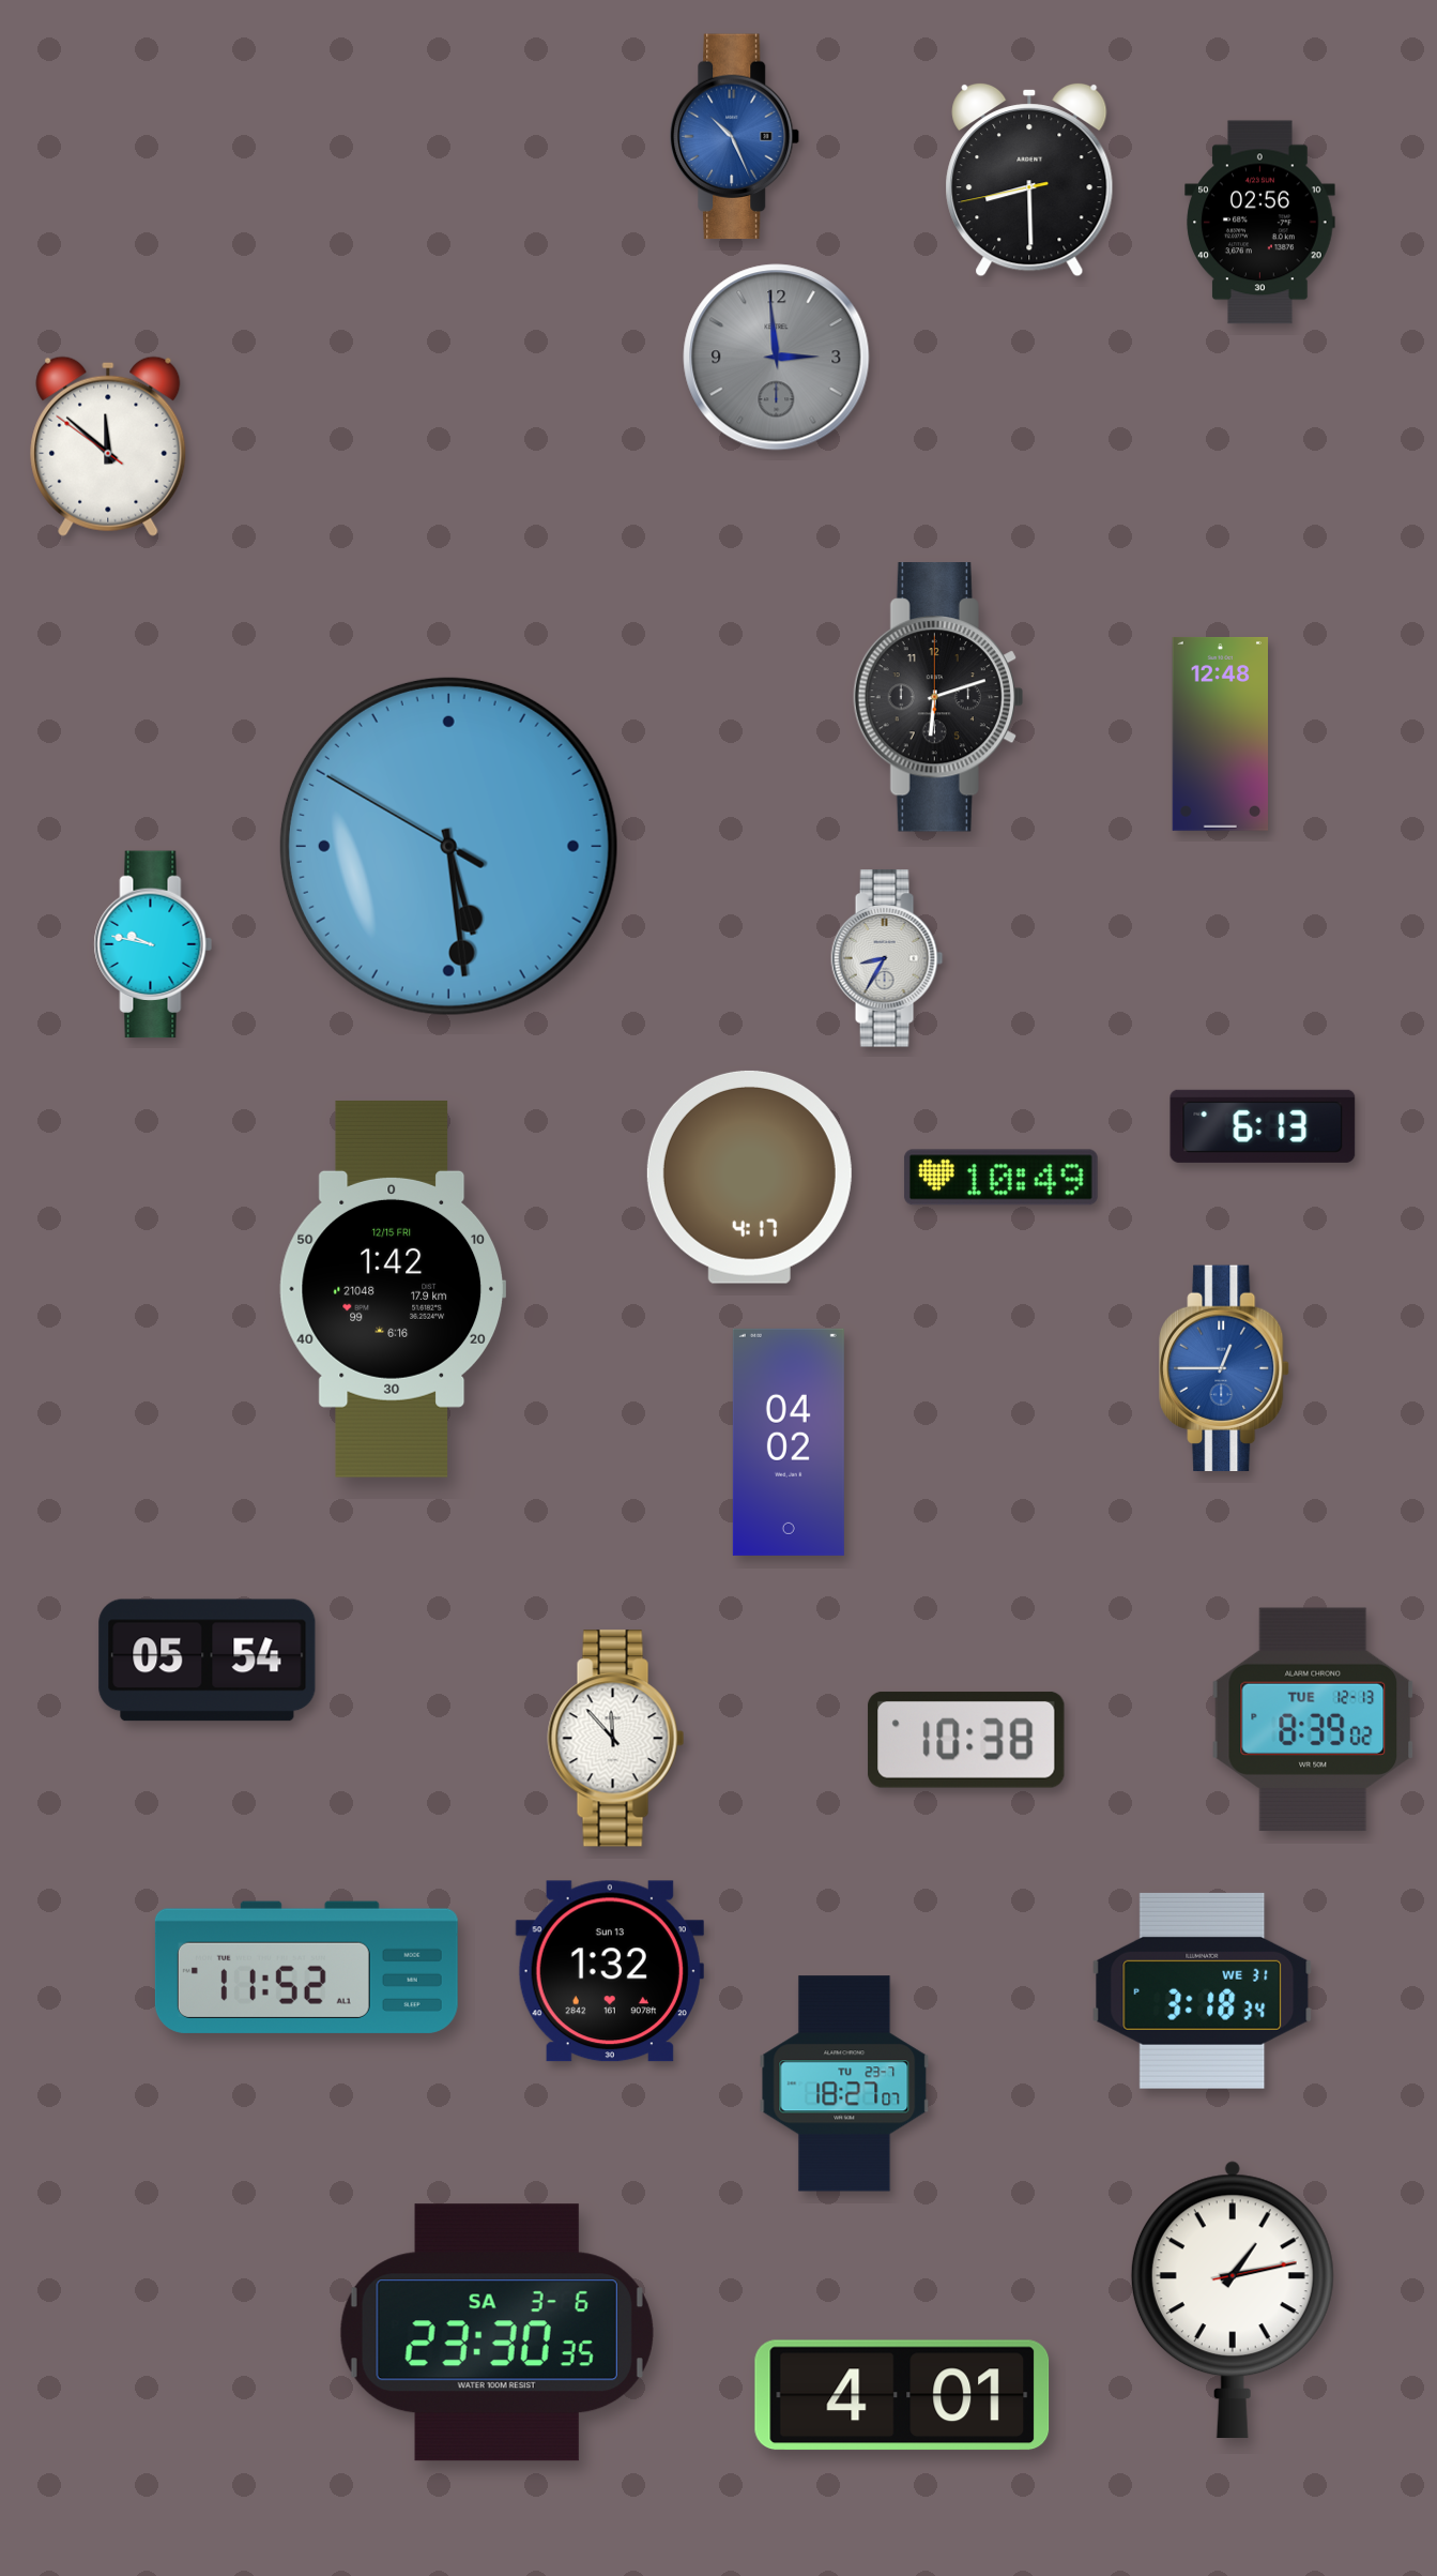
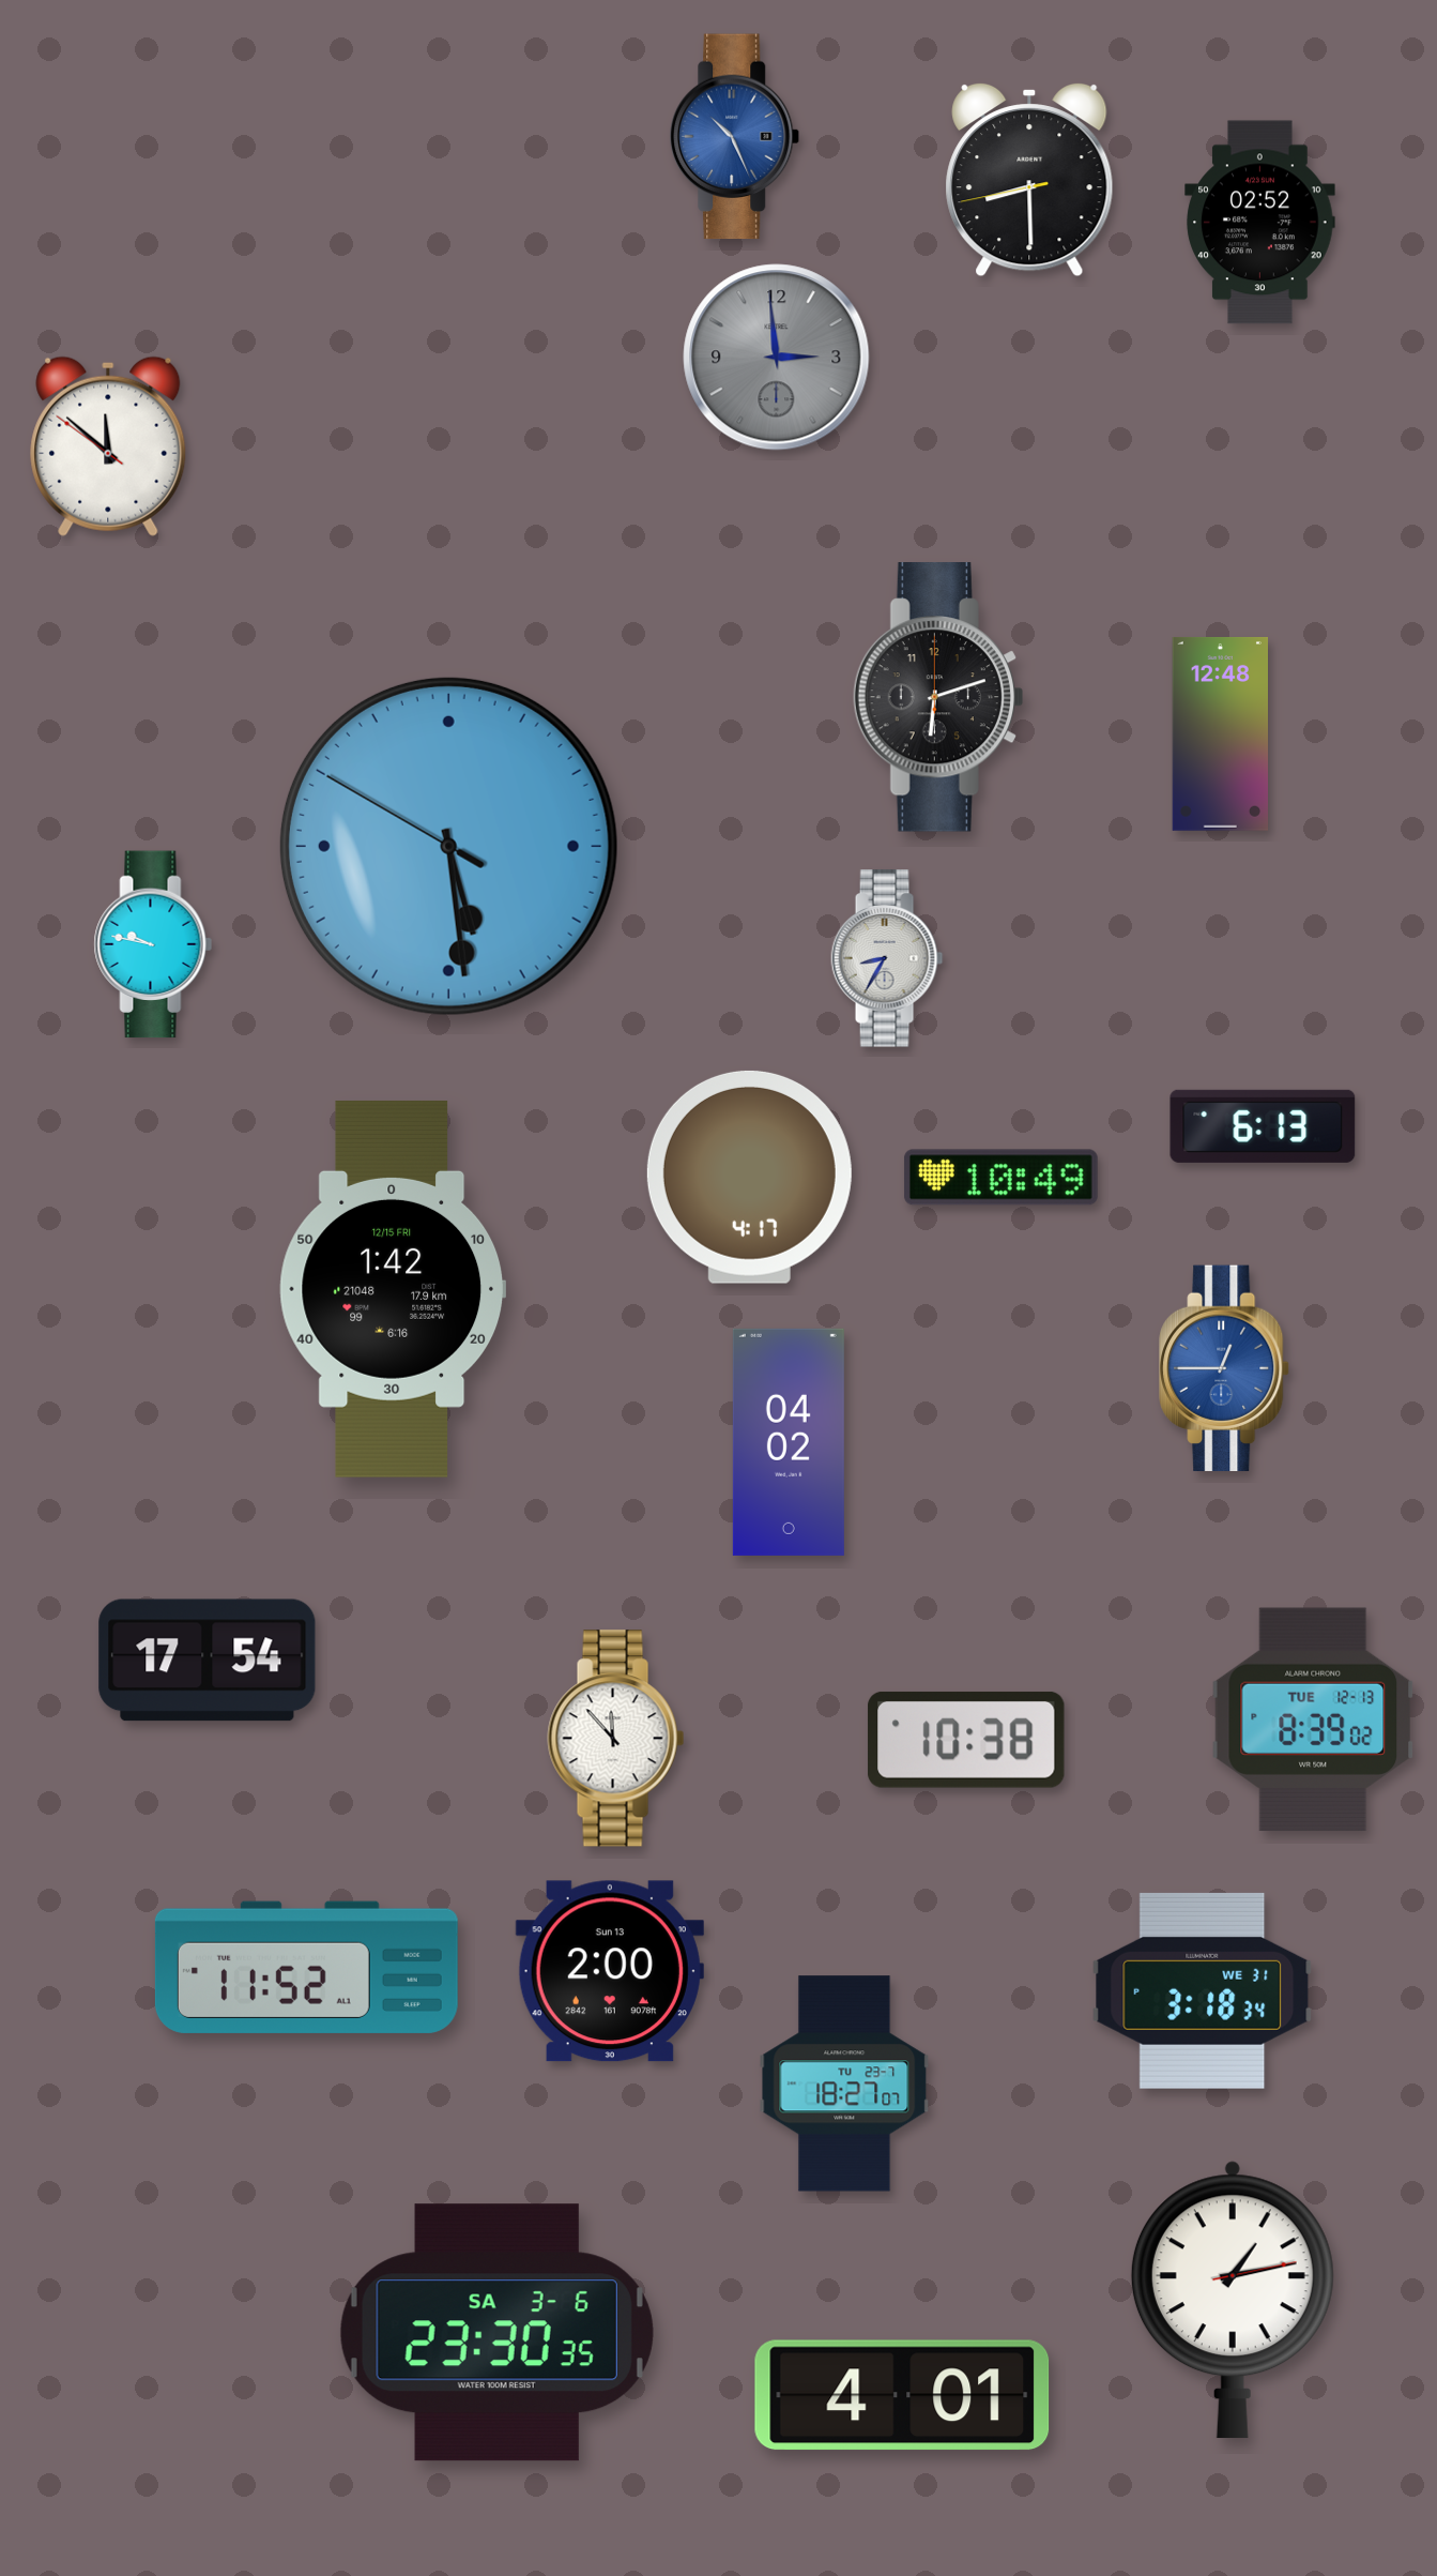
clock at (1260, 223): 02:56 -> 02:52
clock at (208, 1661): 05:54 -> 17:54
clock at (610, 1971): 1:32 -> 2:00
